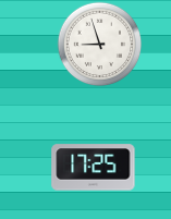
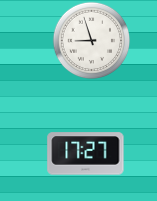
clock at (94, 168): 17:25 -> 17:27
